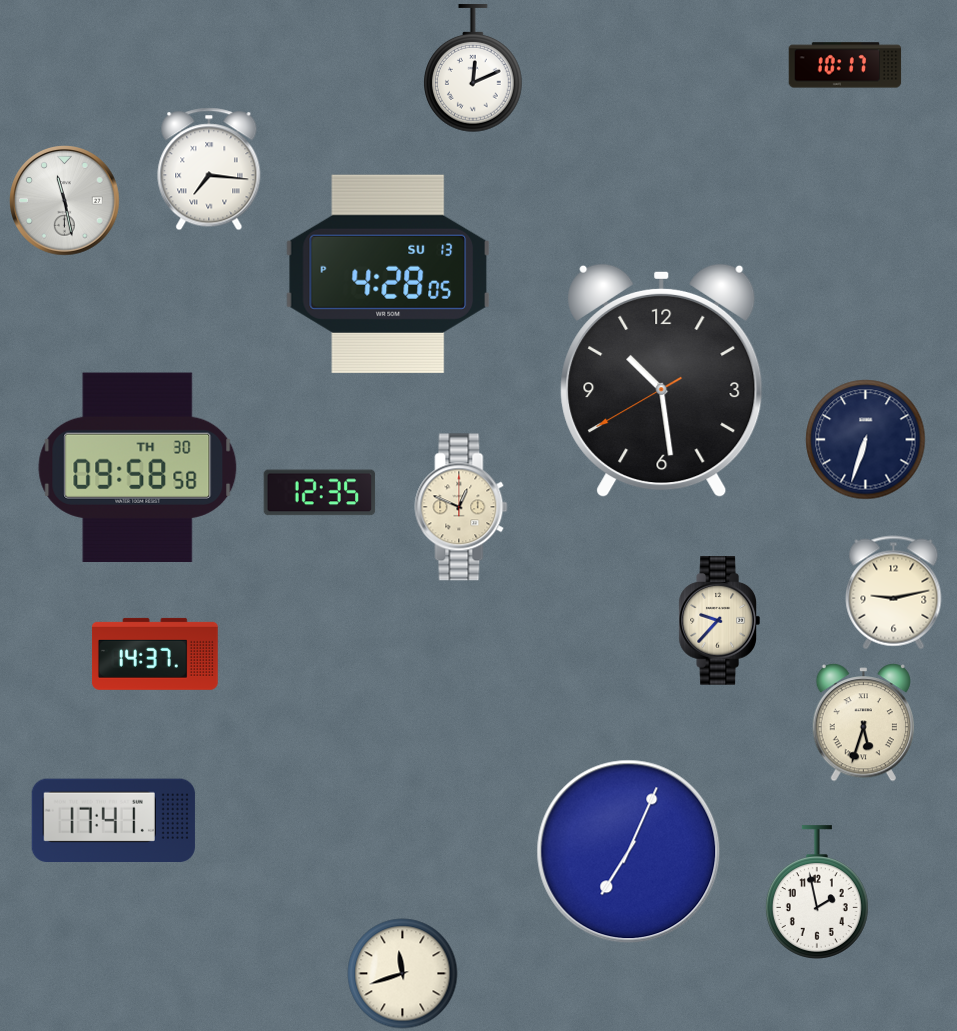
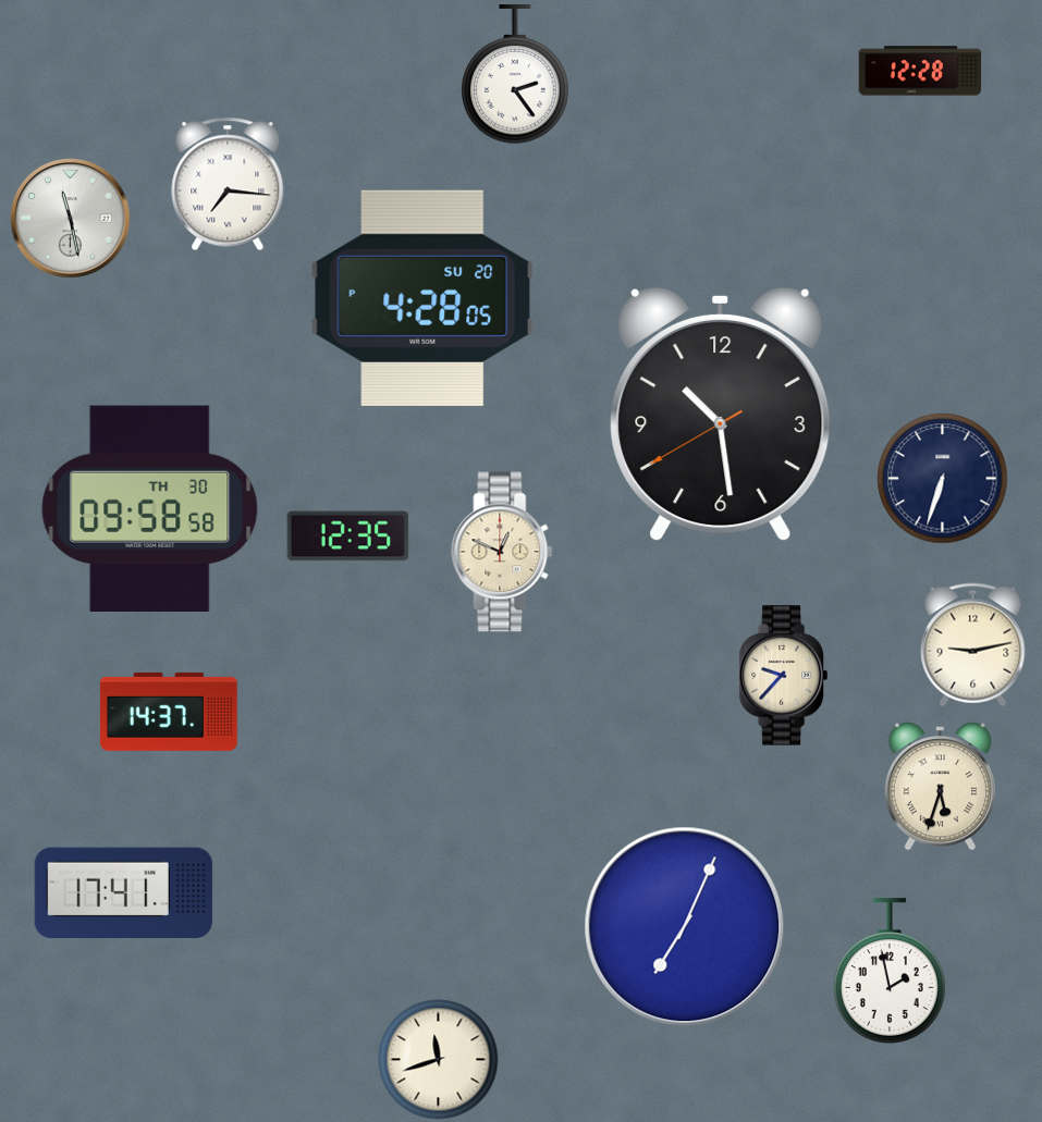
clock at (845, 65): 10:17 -> 12:28
clock at (474, 69): 12:11 -> 2:24
clock at (387, 274) date: SU 13 -> SU 20
